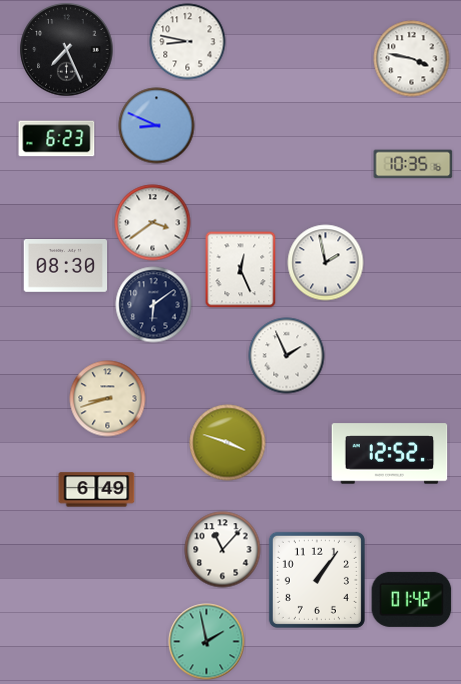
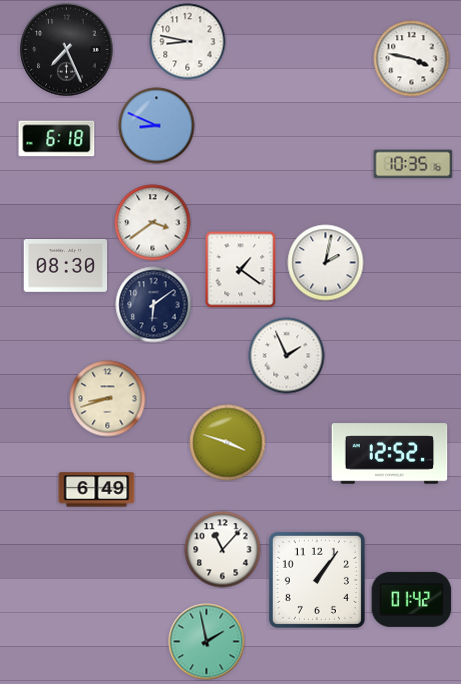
clock at (57, 139): 6:23 -> 6:18
clock at (326, 263): 1:58 -> 2:02
clock at (241, 269): 12:26 -> 1:21
